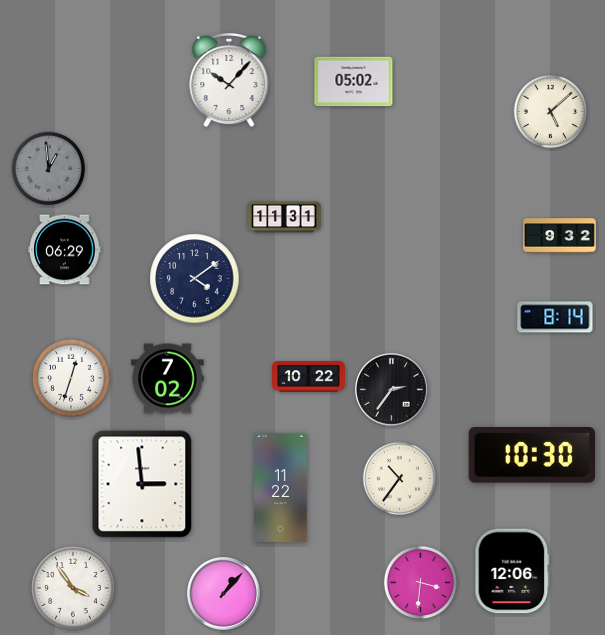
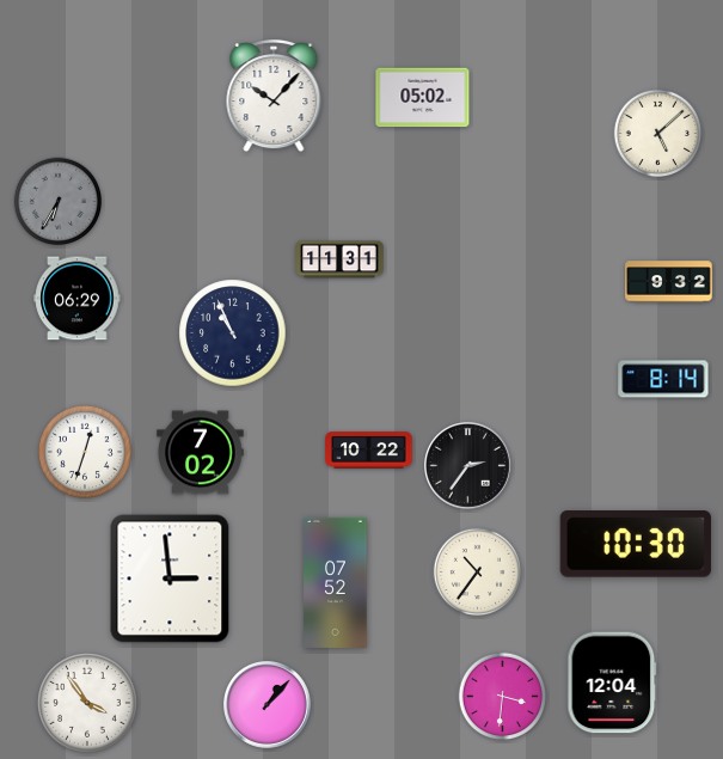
clock at (49, 169): 12:59 -> 6:35
clock at (195, 279): 4:09 -> 10:56
clock at (281, 487): 11:22 -> 07:52
clock at (512, 571): 12:06 -> 12:04
clock at (224, 594) position: (224, 594) -> (268, 705)
